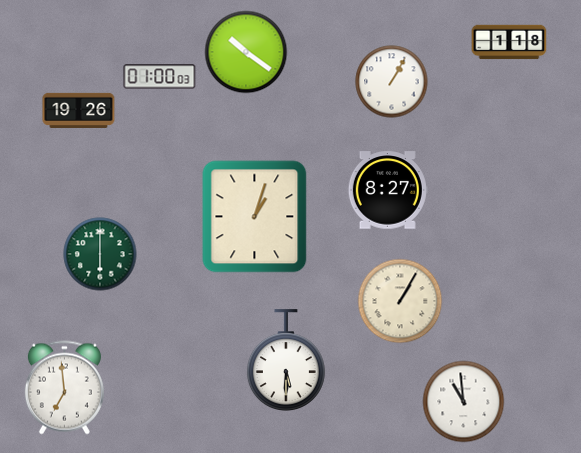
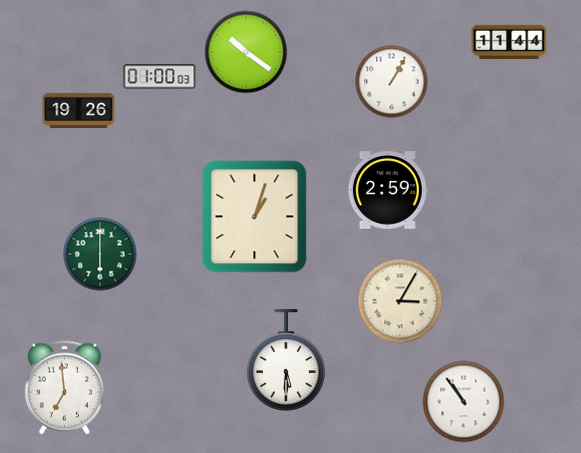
clock at (509, 42): 1:18 -> 11:44
clock at (388, 190): 8:27 -> 2:59
clock at (400, 301): 1:05 -> 3:05
clock at (464, 402): 10:59 -> 10:54
